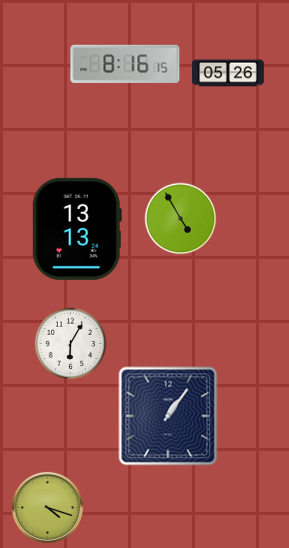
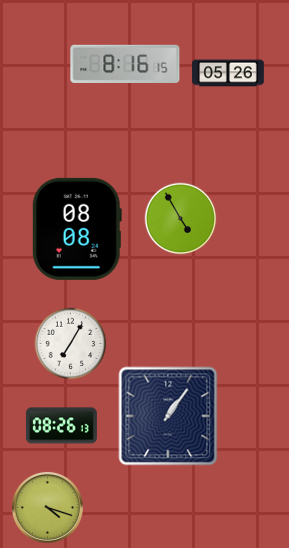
clock at (77, 229): 13:13 -> 08:08
clock at (71, 344): 6:05 -> 7:05
clock at (61, 426): none -> 08:26
